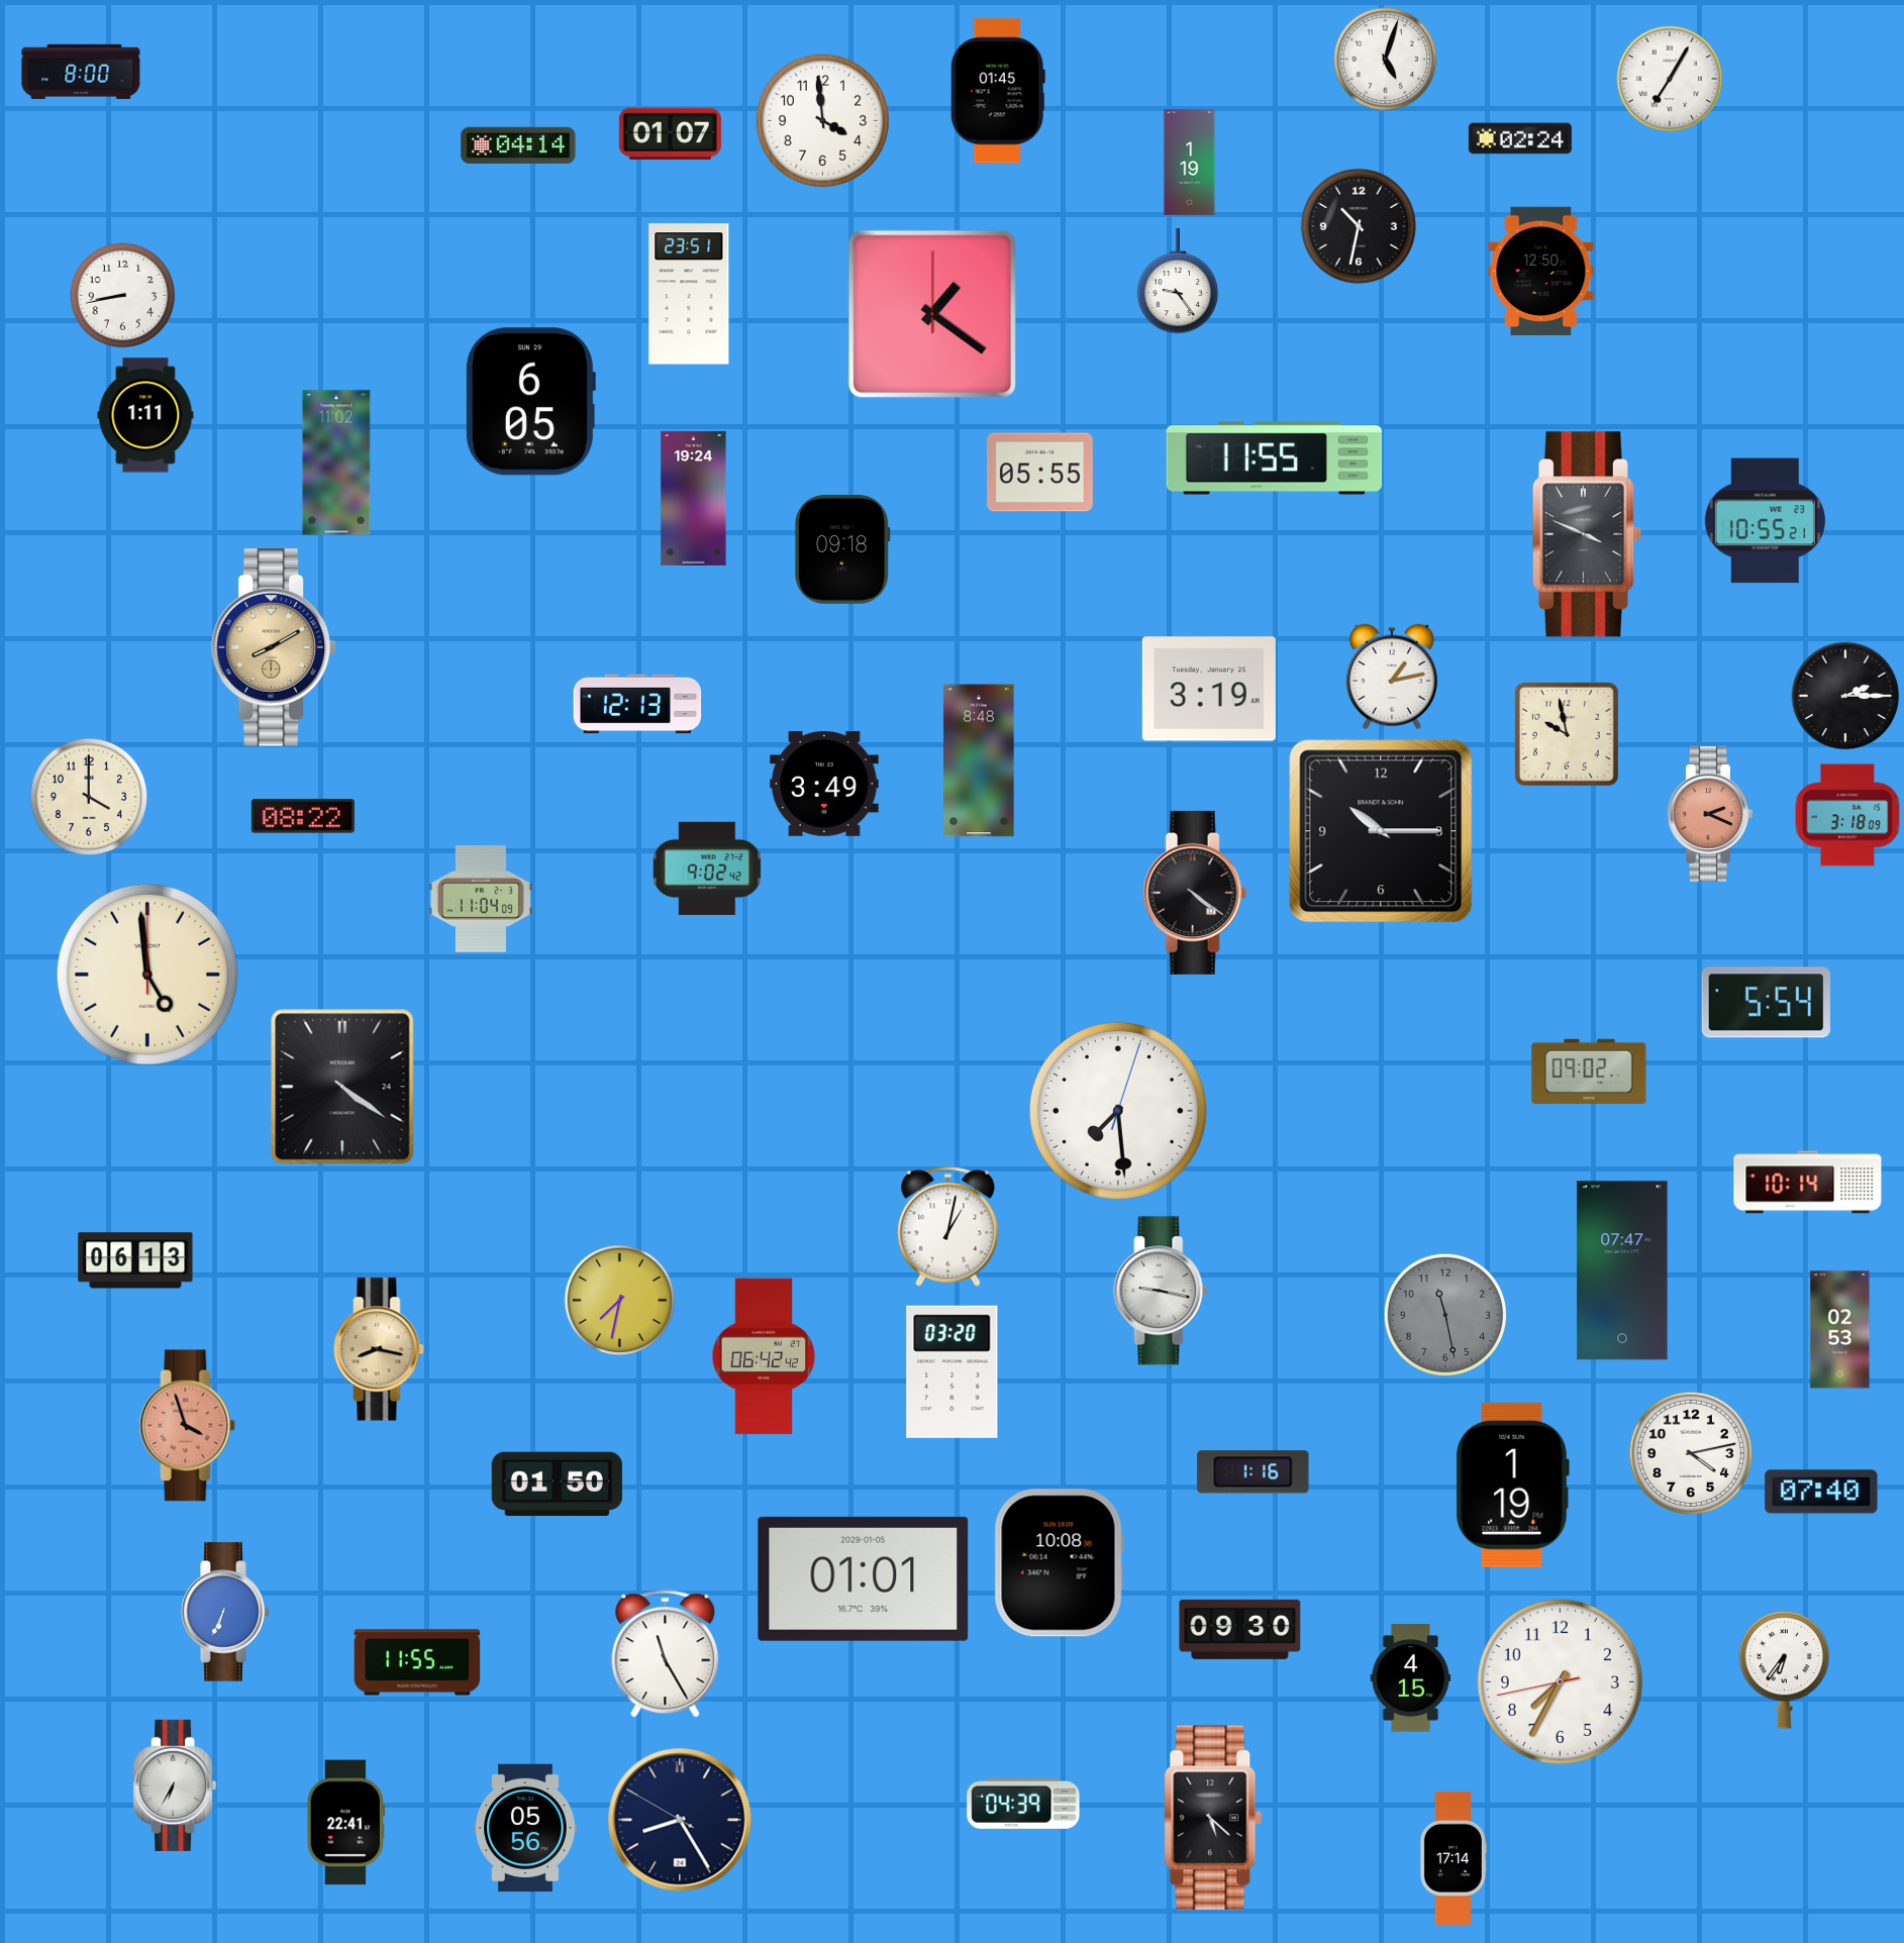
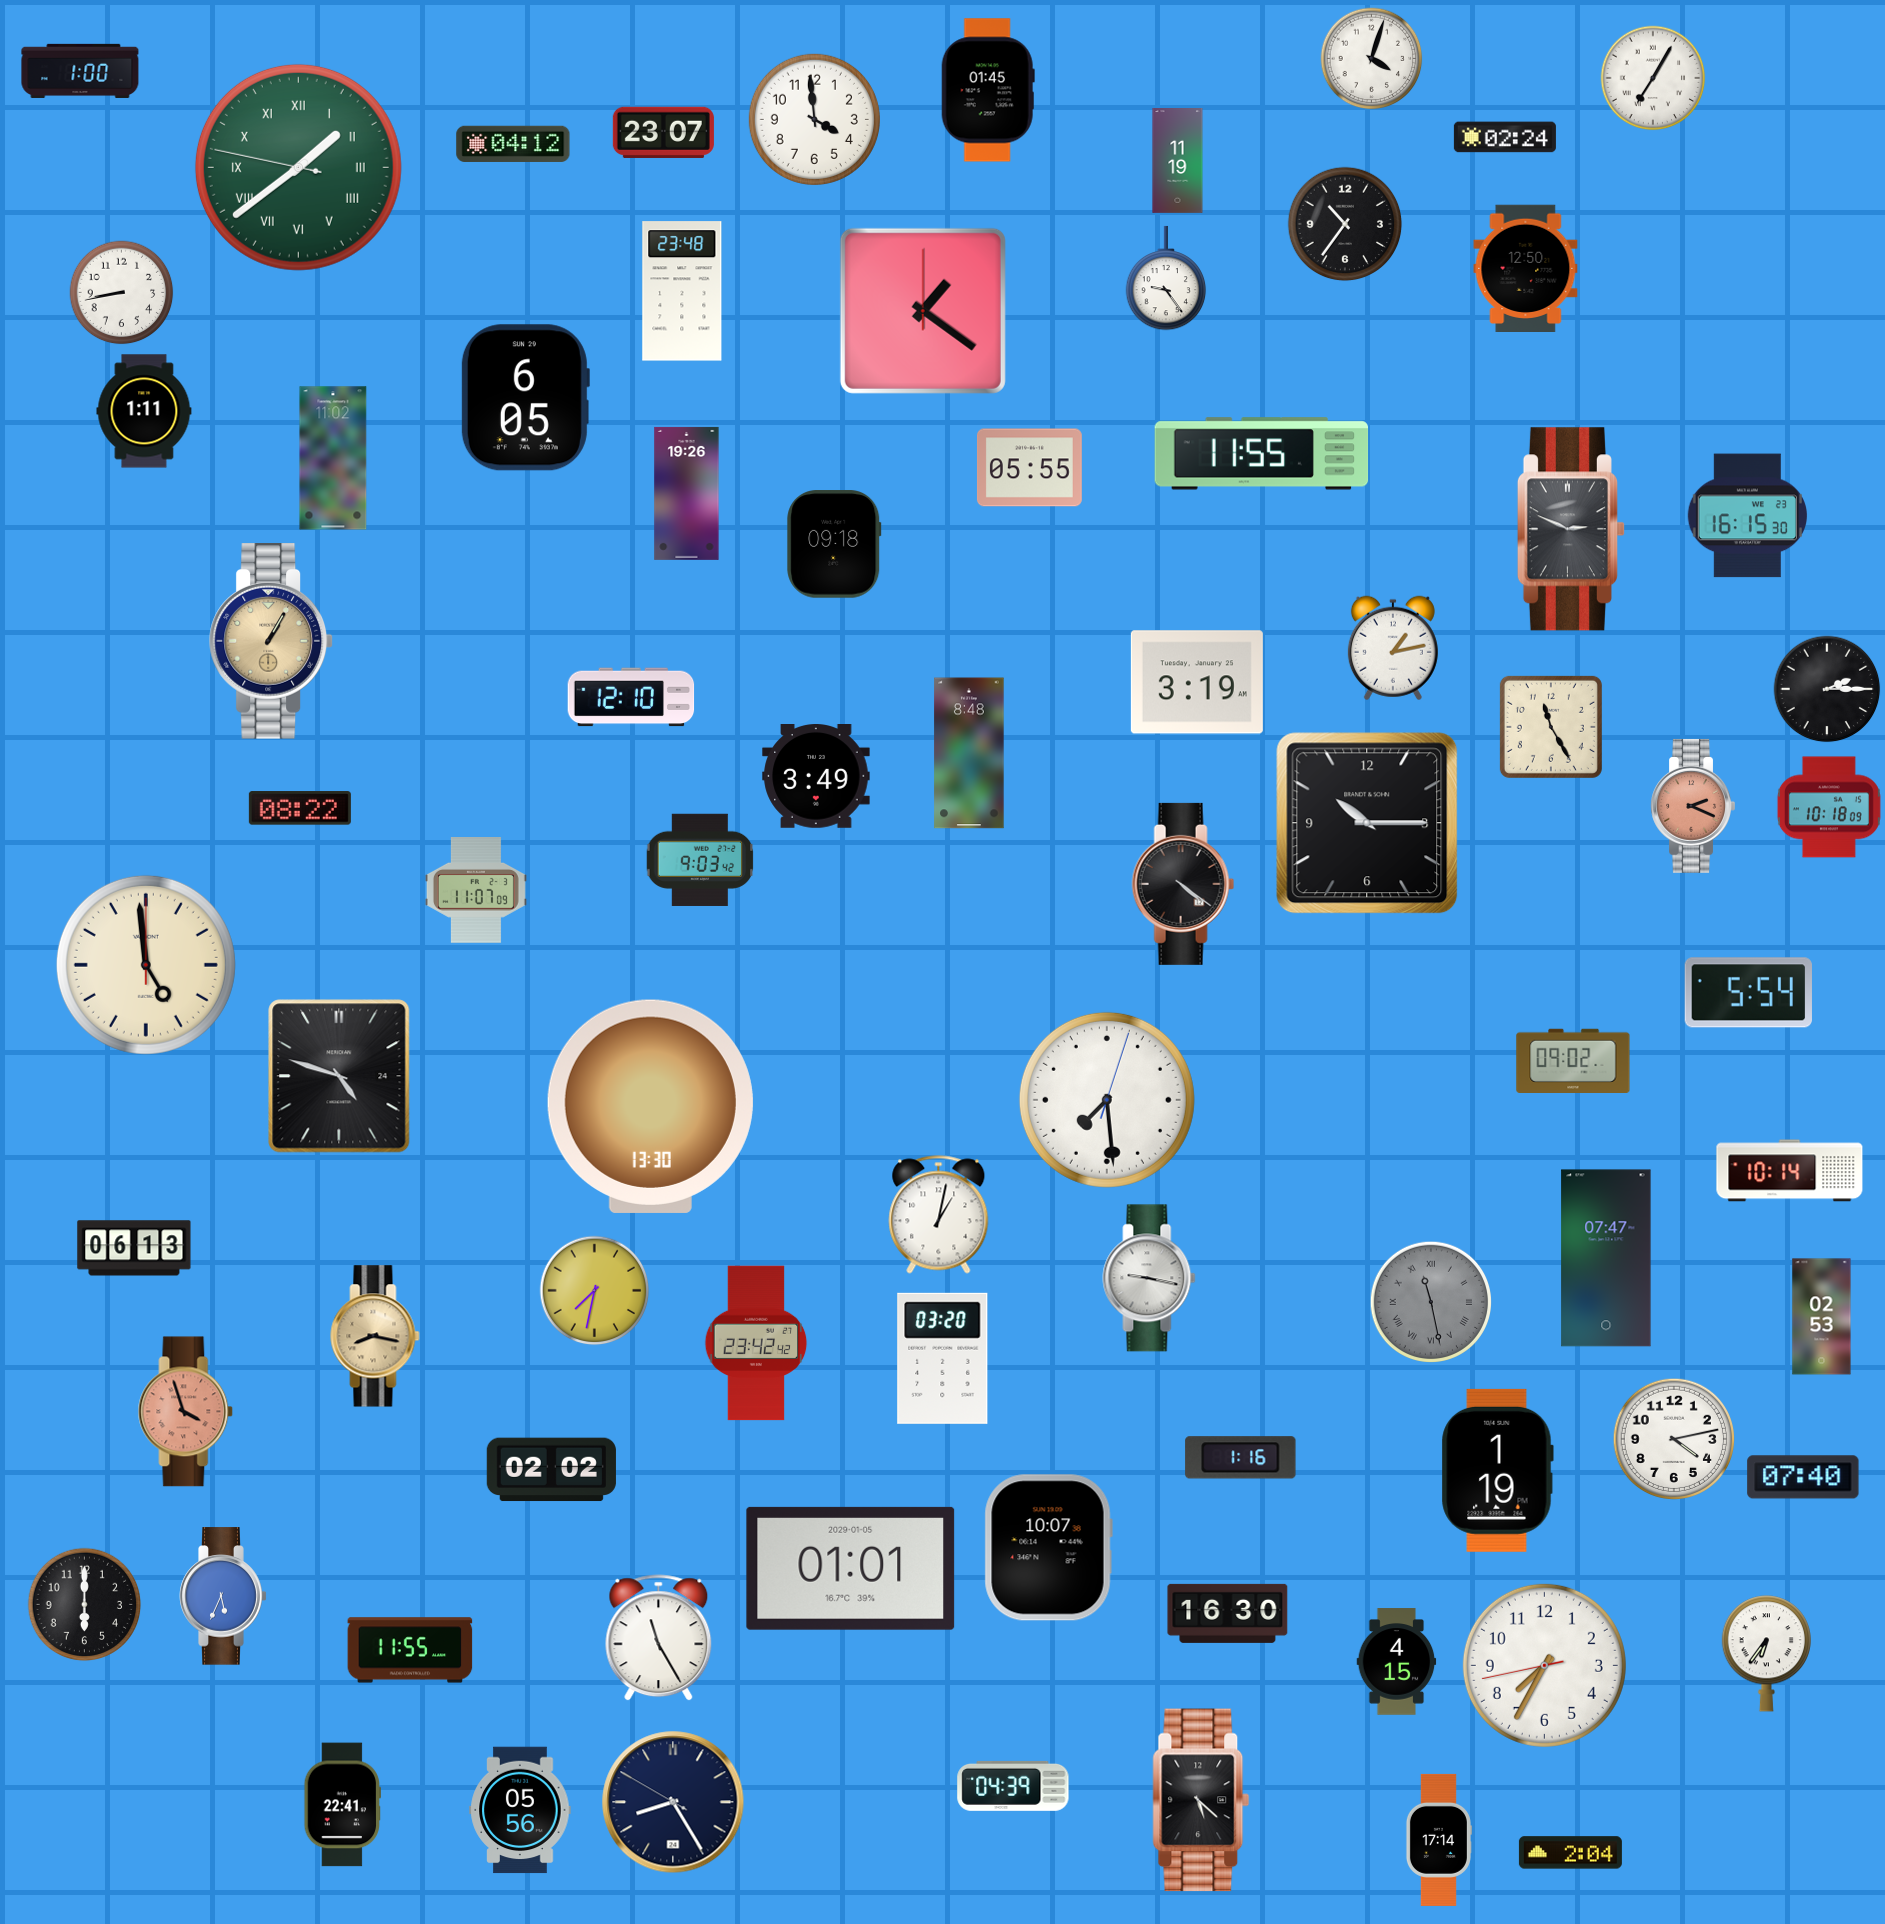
clock at (1386, 60): 5:03 -> 4:03
clock at (81, 72): 8:00 -> 1:00
clock at (670, 133): 01:07 -> 23:07
clock at (518, 145): 04:14 -> 04:12
clock at (1190, 163): 1:19 -> 11:19
clock at (298, 167): none -> 1:38
clock at (1359, 226): 10:32 -> 10:36
clock at (689, 294): 23:51 -> 23:48
clock at (694, 498): 19:24 -> 19:26
clock at (1765, 521): 10:55 -> 16:15
clock at (1587, 534): 3:49 -> 2:49
clock at (274, 648): 8:10 -> 1:05
clock at (1392, 677) position: (1392, 677) -> (1393, 648)
clock at (637, 704): 12:13 -> 12:10
clock at (1567, 734): 9:58 -> 11:25
clock at (89, 797): 4:00 -> none
clock at (1847, 815): 3:18 -> 10:18
clock at (707, 868): 9:02 -> 9:03
clock at (481, 900): 11:04 -> 11:07
clock at (342, 1087): 4:21 -> 4:48
clock at (650, 1106): none -> 13:30
clock at (620, 1301) position: (620, 1301) -> (595, 1291)
clock at (1444, 1314) numerals: Arabic -> Roman
clock at (764, 1356): 06:42 -> 23:42
clock at (557, 1485): 01:50 -> 02:02
clock at (1059, 1563): 10:08 -> 10:07
clock at (864, 1578) position: (864, 1578) -> (851, 1568)
clock at (225, 1612): 6:34 -> 5:34
clock at (85, 1605): none -> 6:00
clock at (1240, 1629): 09:30 -> 16:30
clock at (417, 1662) position: (417, 1662) -> (410, 1650)
clock at (175, 1785): 6:35 -> none
clock at (1570, 1853): none -> 2:04
